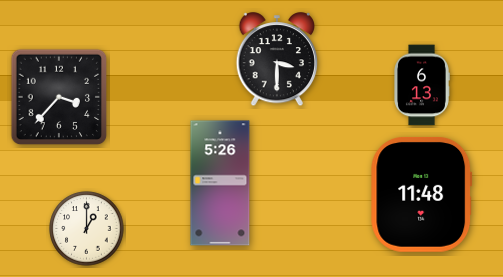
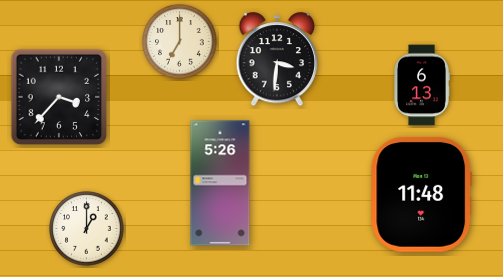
clock at (180, 42): none -> 7:00
clock at (277, 60): 3:30 -> 3:31
